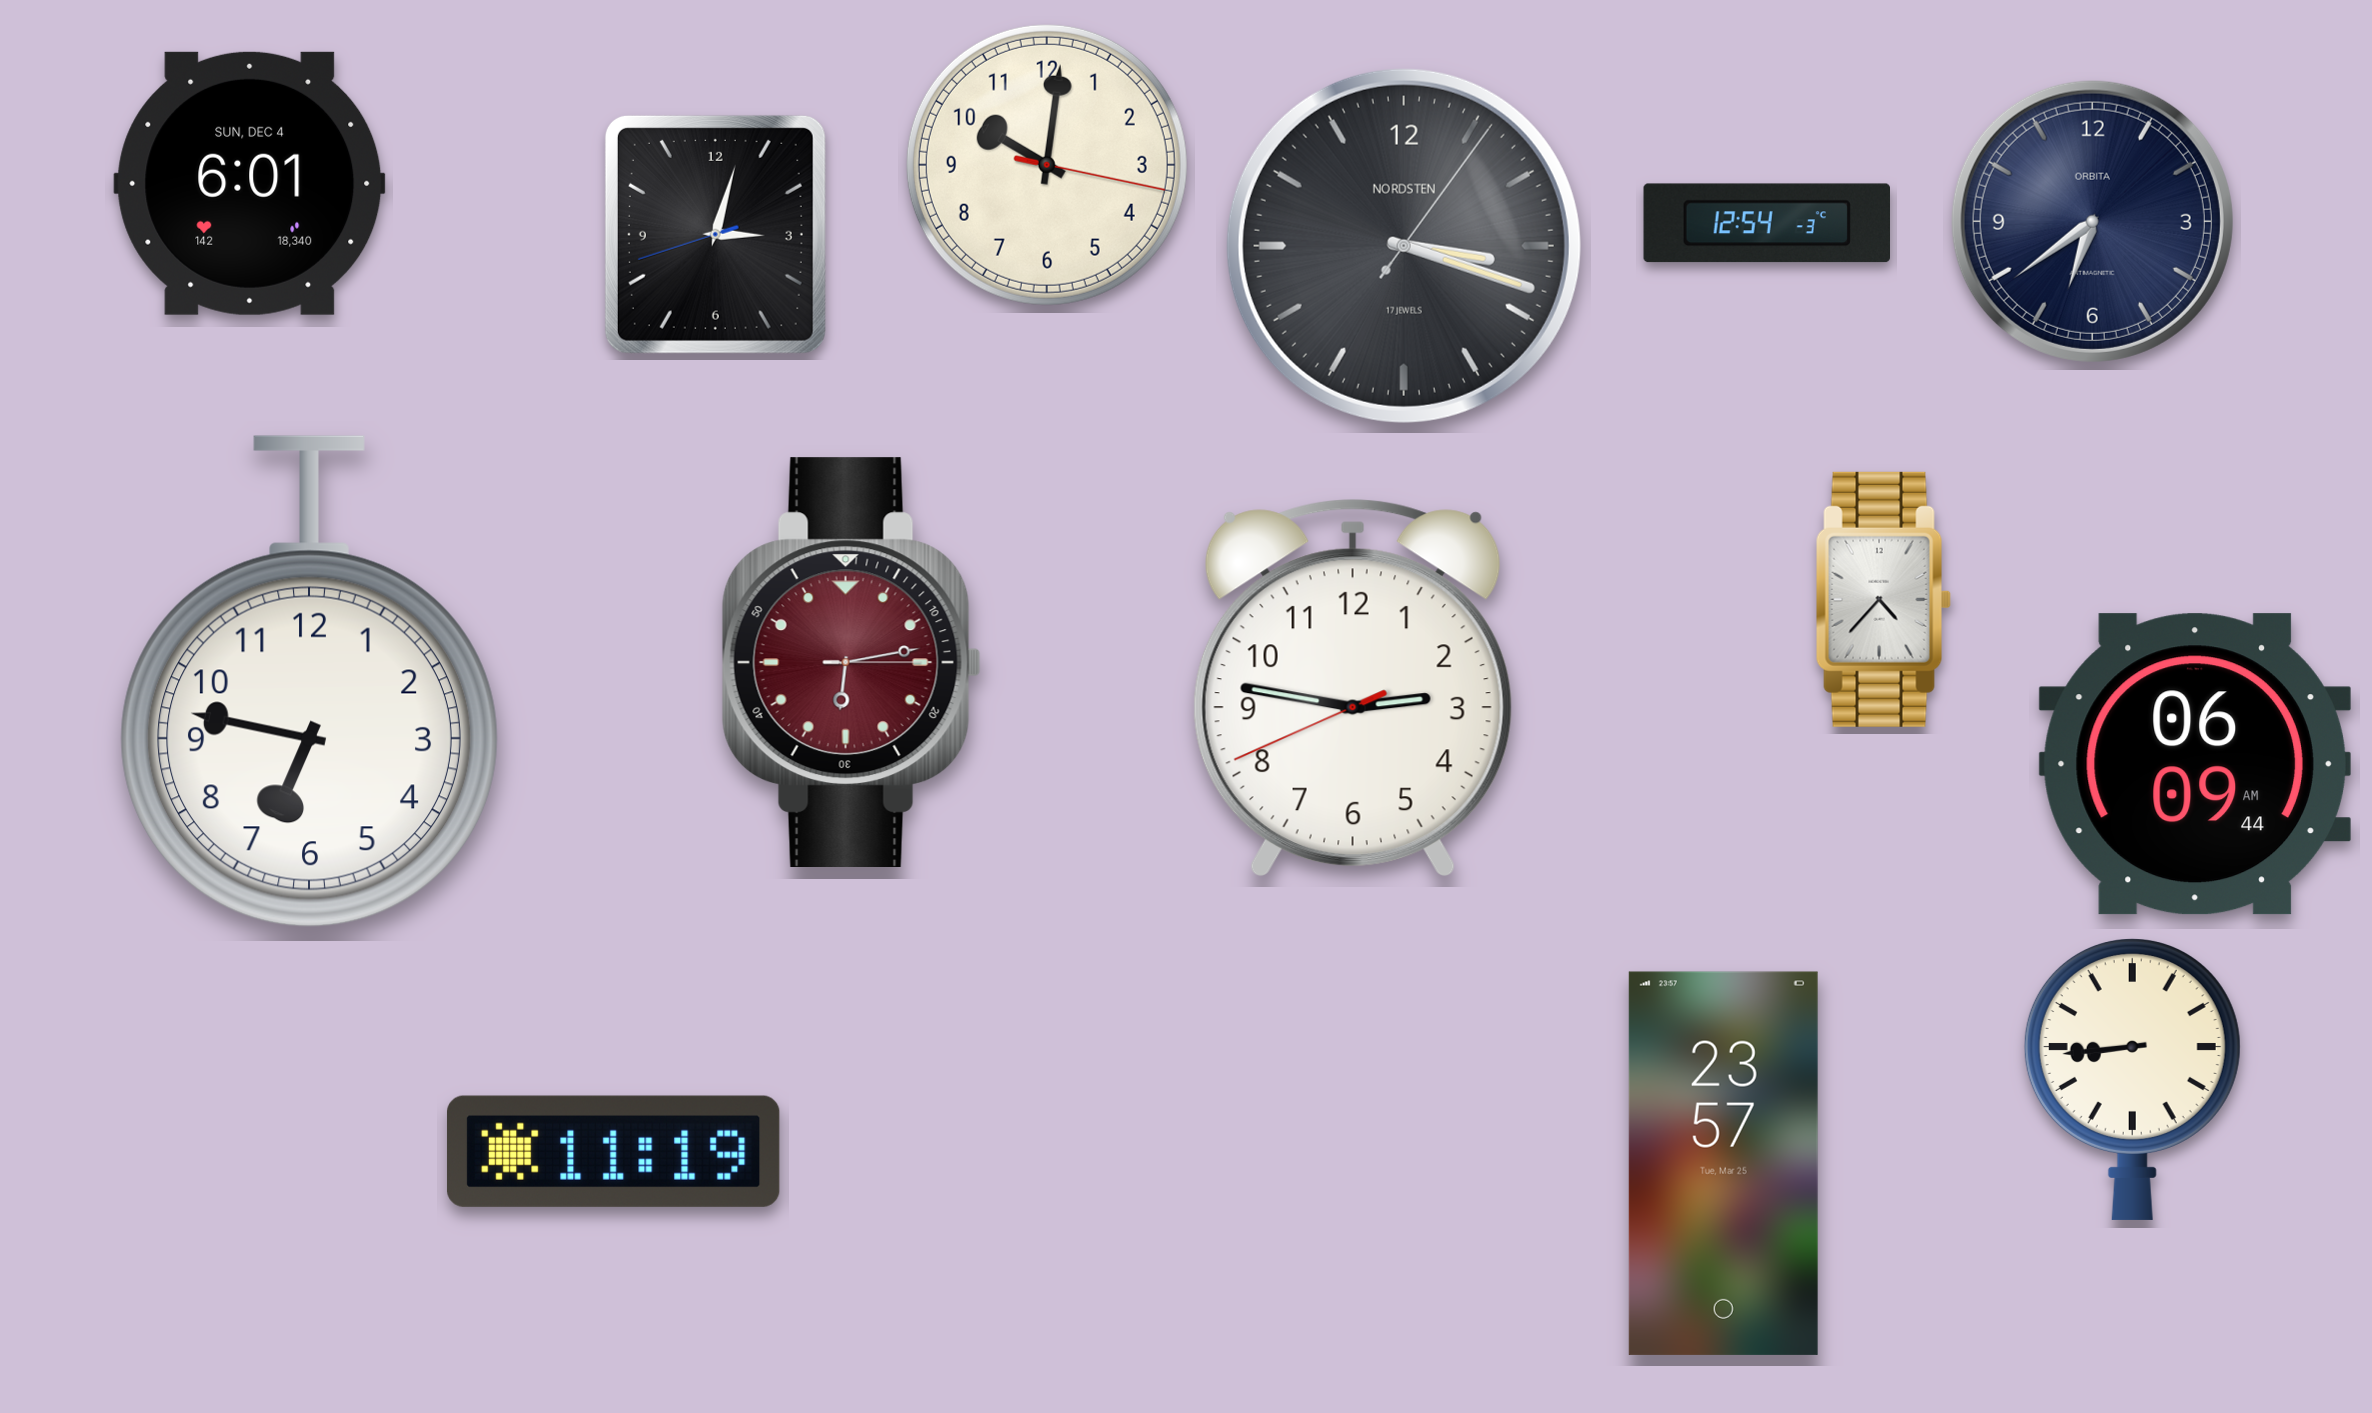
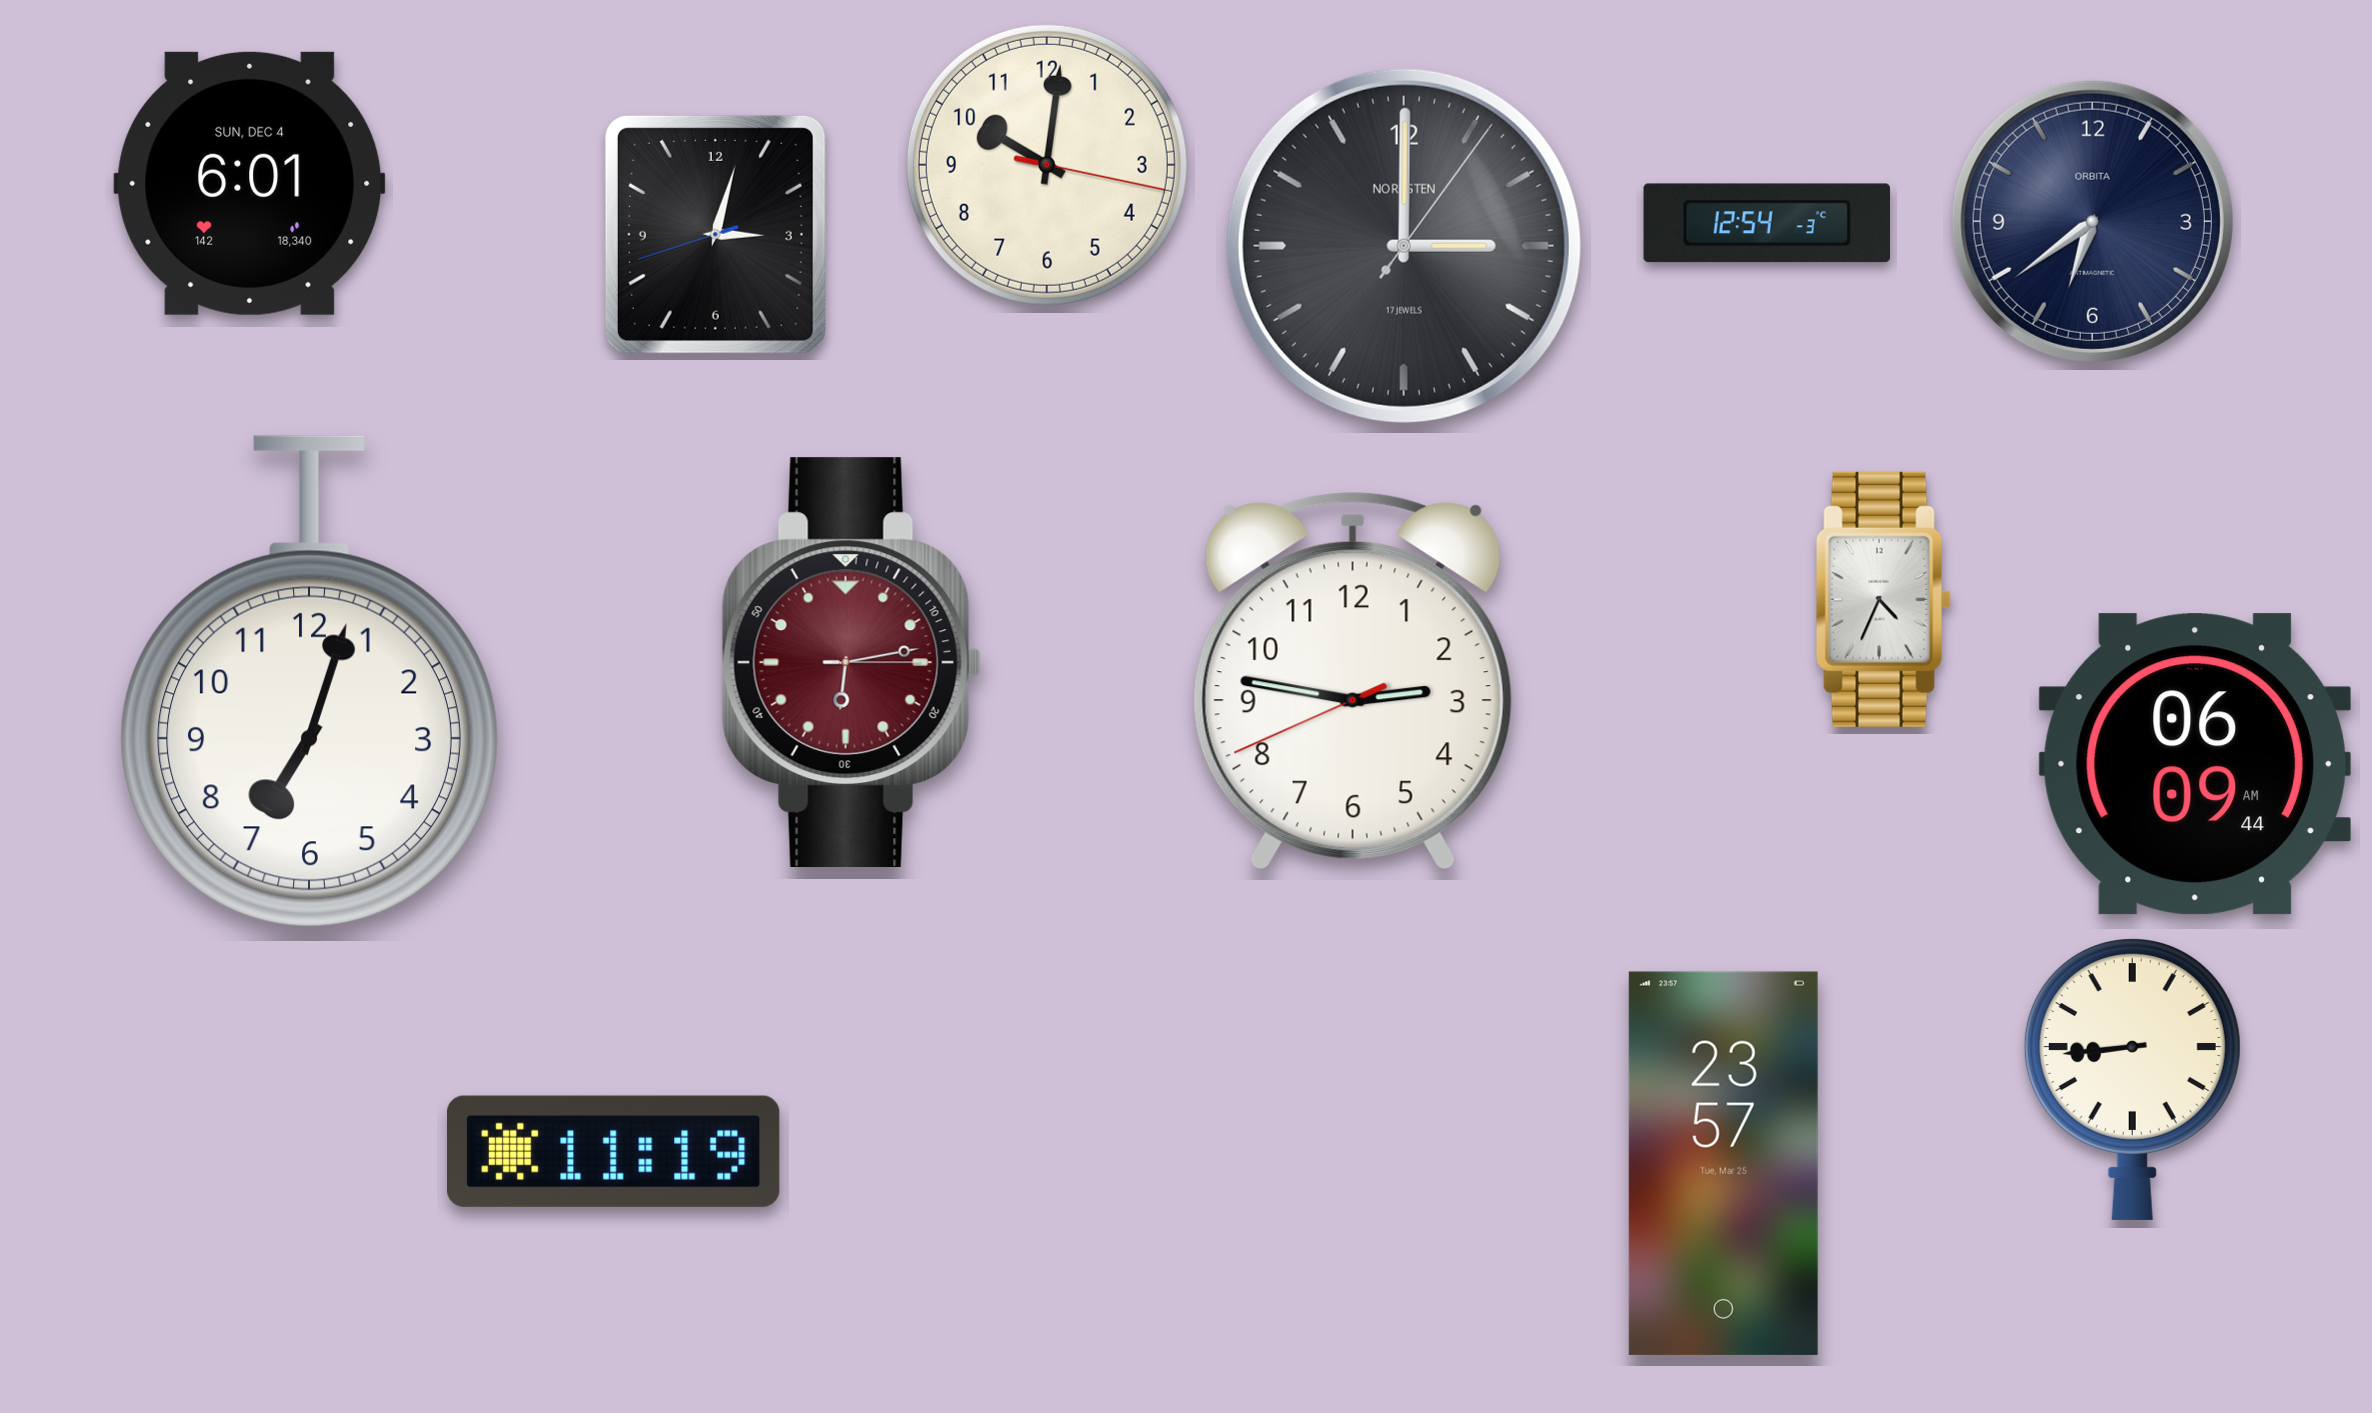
clock at (1404, 246): 3:18 -> 3:00
clock at (1883, 599): 4:37 -> 4:34
clock at (309, 681): 6:47 -> 7:03
clock at (1353, 688) position: (1353, 688) -> (1353, 681)
